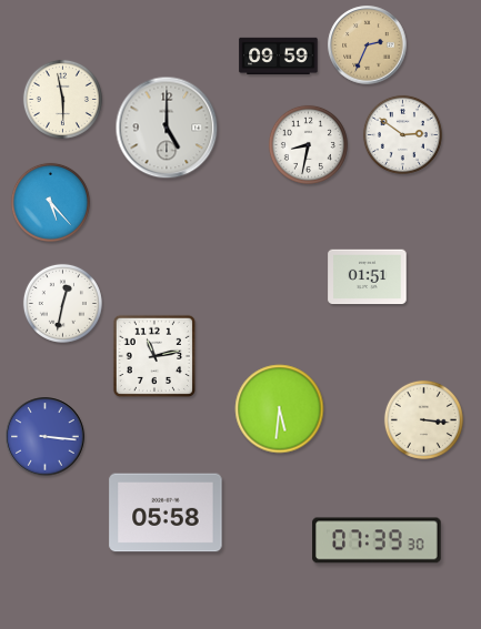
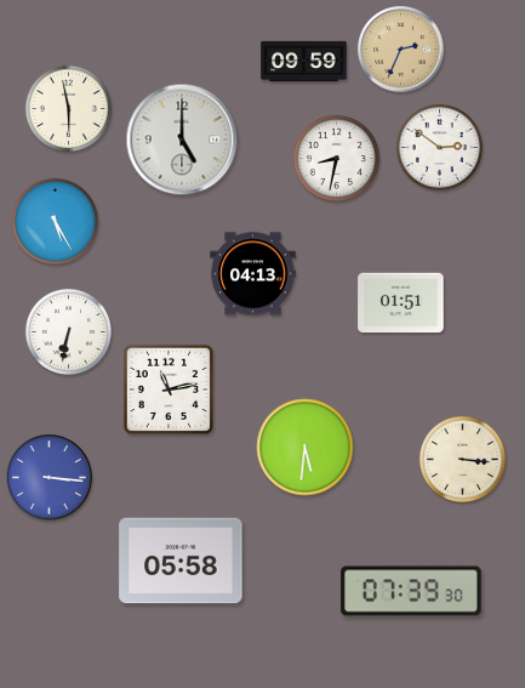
clock at (50, 202): 5:23 -> 5:25
clock at (253, 274): none -> 04:13
clock at (62, 303): 12:32 -> 6:32
